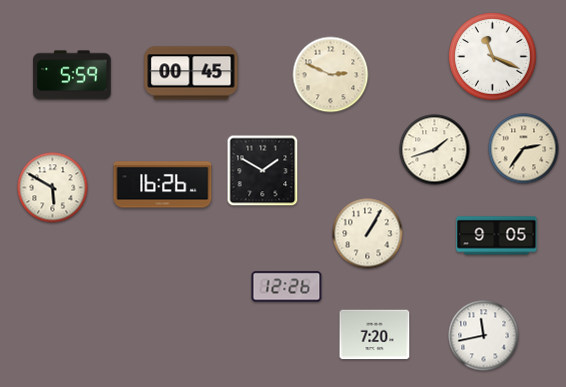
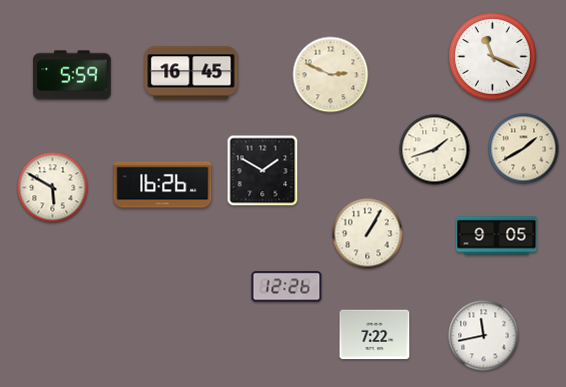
clock at (191, 73): 00:45 -> 16:45
clock at (524, 149): 2:36 -> 1:40
clock at (375, 335): 7:20 -> 7:22
